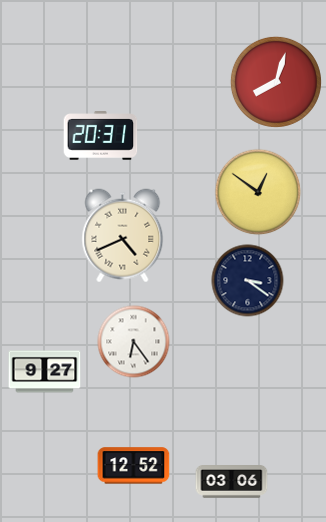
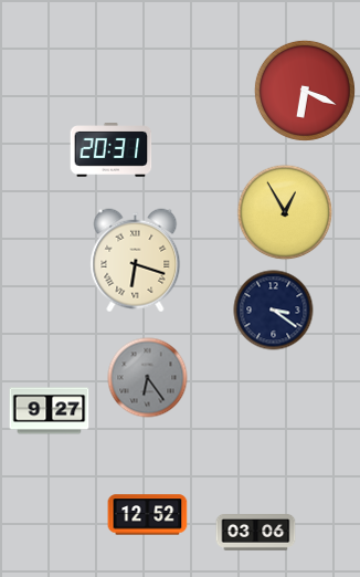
clock at (276, 82): 8:03 -> 6:19
clock at (258, 192): 12:51 -> 12:55
clock at (123, 236): 4:41 -> 6:18
clock at (134, 342) dial: white -> grey
